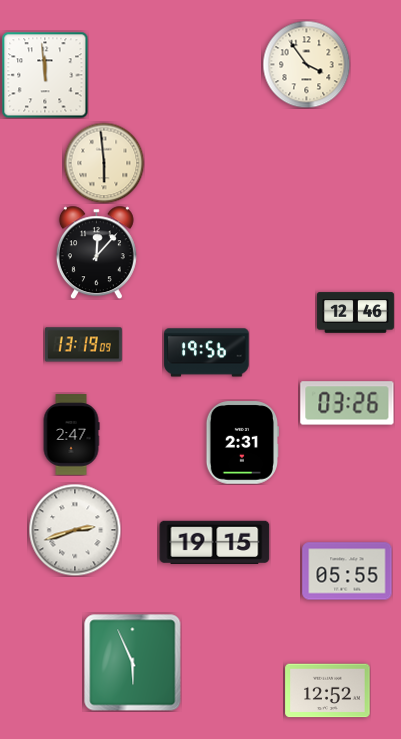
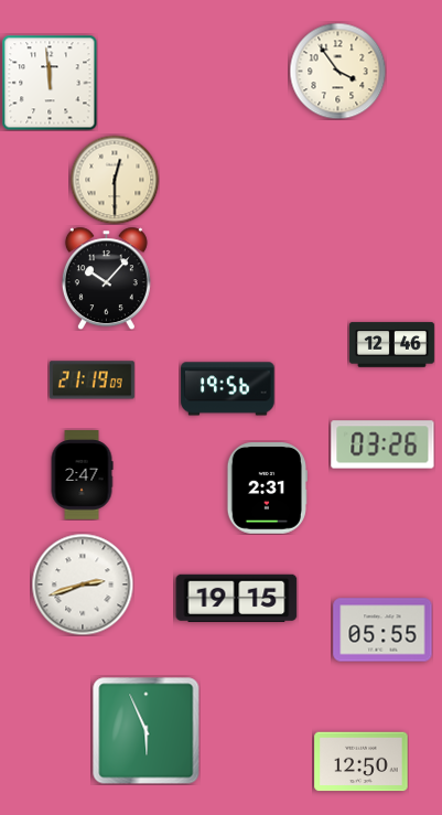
clock at (104, 163): 5:59 -> 12:30
clock at (96, 252): 12:07 -> 10:07
clock at (83, 345): 13:19 -> 21:19
clock at (71, 435) position: (71, 435) -> (82, 475)
clock at (328, 691): 12:52 -> 12:50
